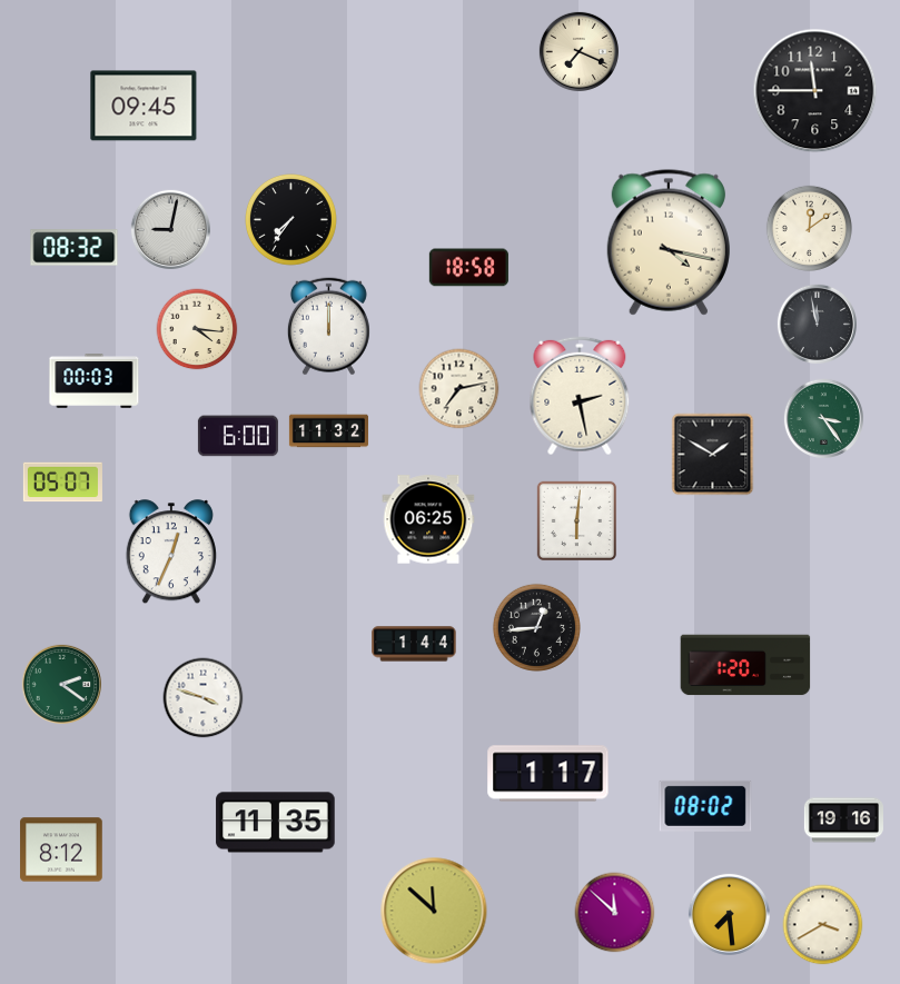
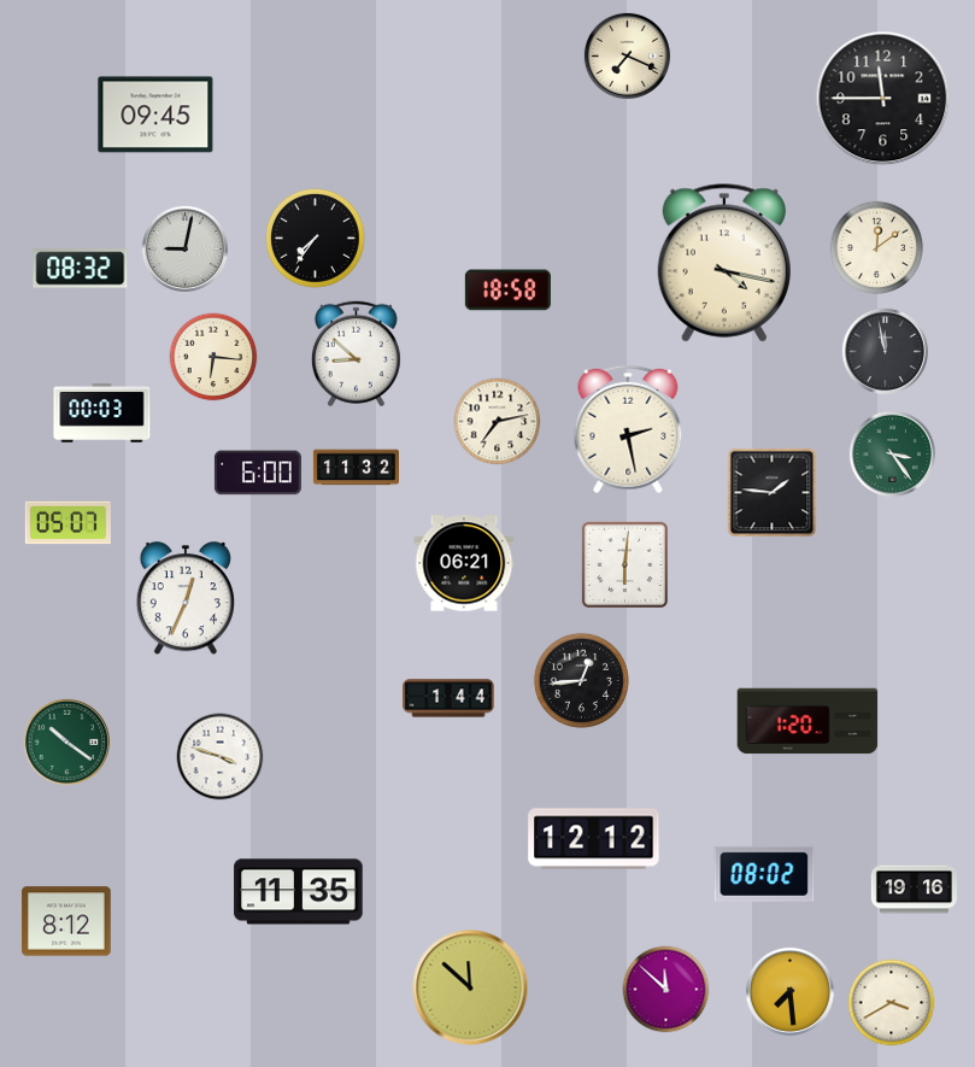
clock at (328, 327): 12:00 -> 8:52
clock at (197, 329): 4:16 -> 6:16
clock at (713, 455): 1:50 -> 1:46
clock at (428, 519): 06:25 -> 06:21
clock at (61, 684): 2:21 -> 10:21
clock at (548, 774): 1:17 -> 12:12
